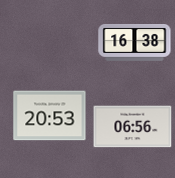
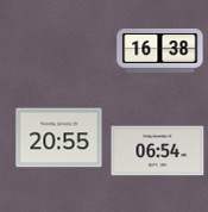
clock at (50, 116): 20:53 -> 20:55
clock at (133, 127): 06:56 -> 06:54
